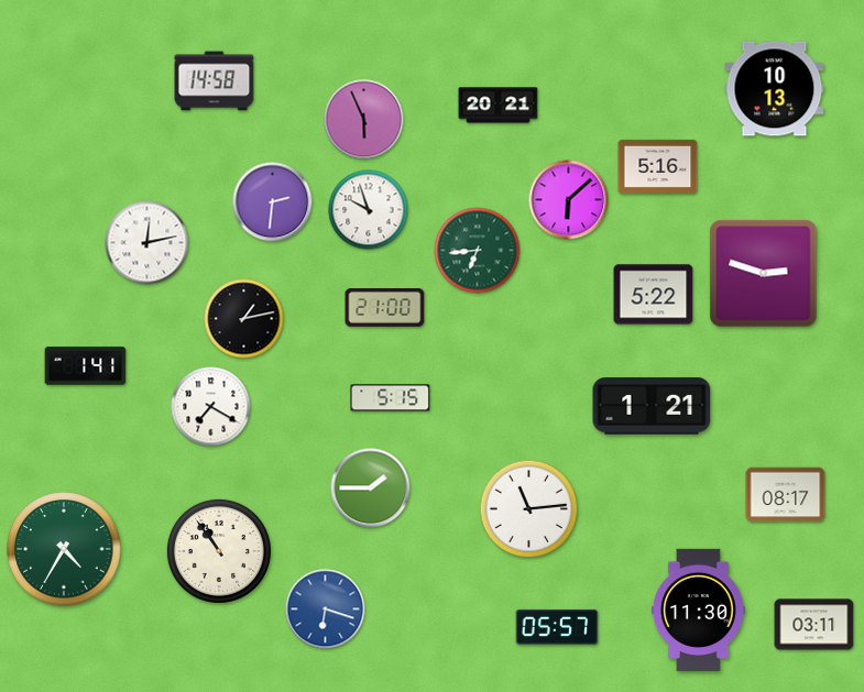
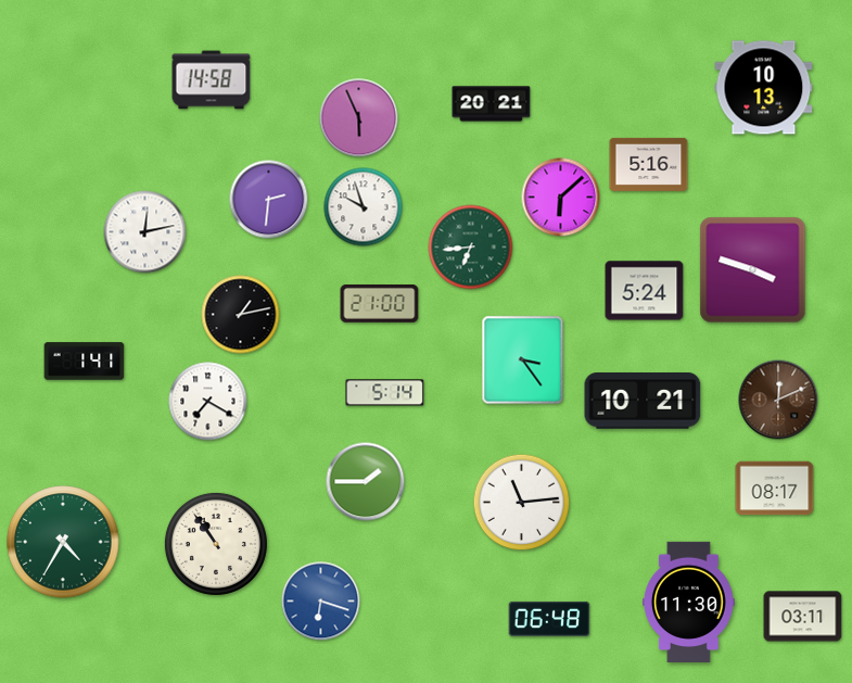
clock at (147, 243) position: (147, 243) -> (145, 232)
clock at (764, 274): 2:48 -> 3:48
clock at (654, 295): 5:22 -> 5:24
clock at (523, 361): none -> 3:24
clock at (391, 398): 5:15 -> 5:14
clock at (778, 400): none -> 12:11
clock at (652, 406): 1:21 -> 10:21
clock at (557, 627): 05:57 -> 06:48
